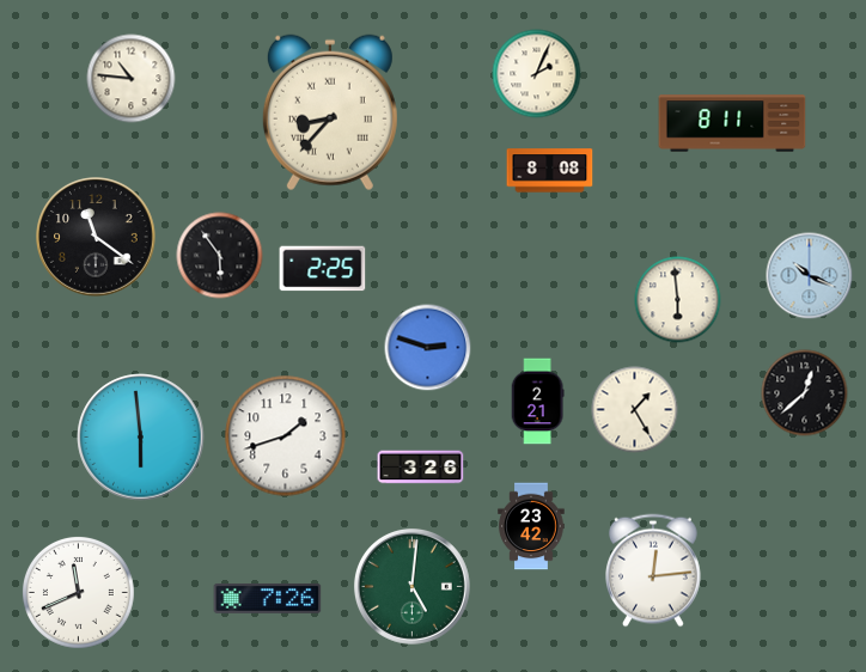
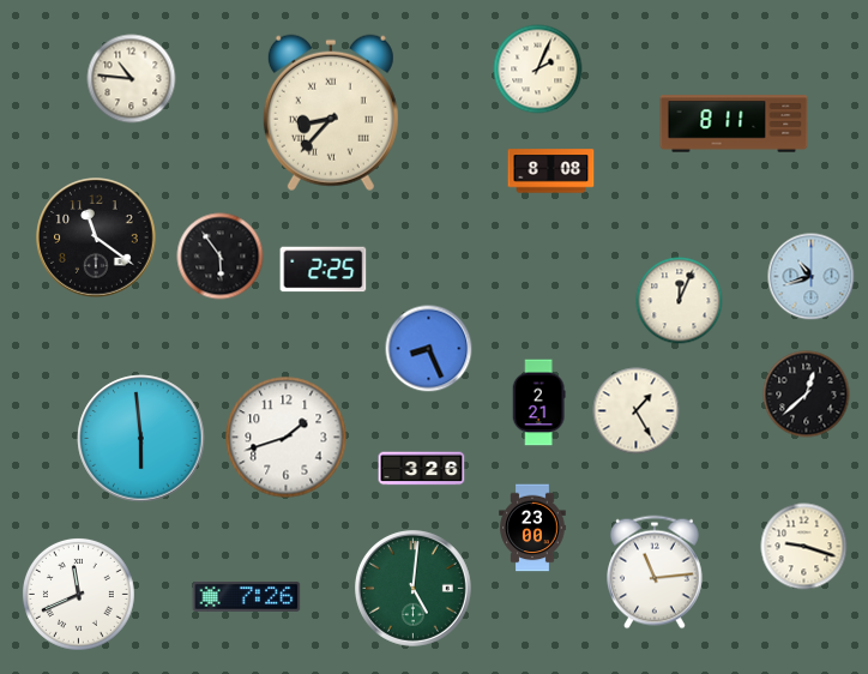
clock at (537, 74) position: (537, 74) -> (538, 70)
clock at (810, 276): 10:19 -> 10:42
clock at (678, 300): 5:59 -> 12:04
clock at (428, 348): 2:48 -> 8:26
clock at (531, 526): 23:42 -> 23:00
clock at (804, 547): none -> 9:18
clock at (654, 570): 12:14 -> 11:14
clock at (268, 598) position: (268, 598) -> (247, 596)
